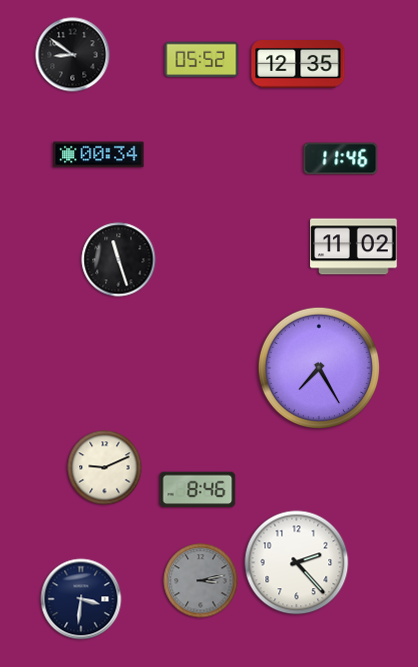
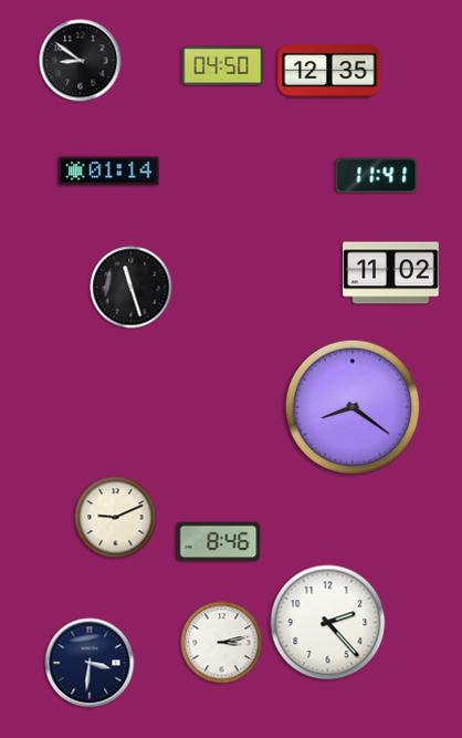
clock at (202, 60): 05:52 -> 04:50
clock at (99, 155): 00:34 -> 01:14
clock at (341, 159): 11:46 -> 11:41
clock at (319, 368): 7:25 -> 8:21
clock at (201, 581) dial: grey -> white
